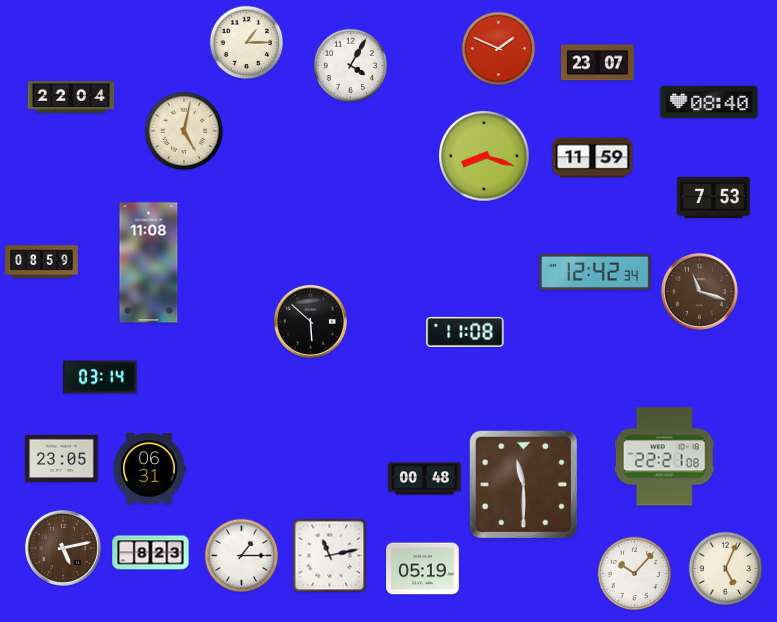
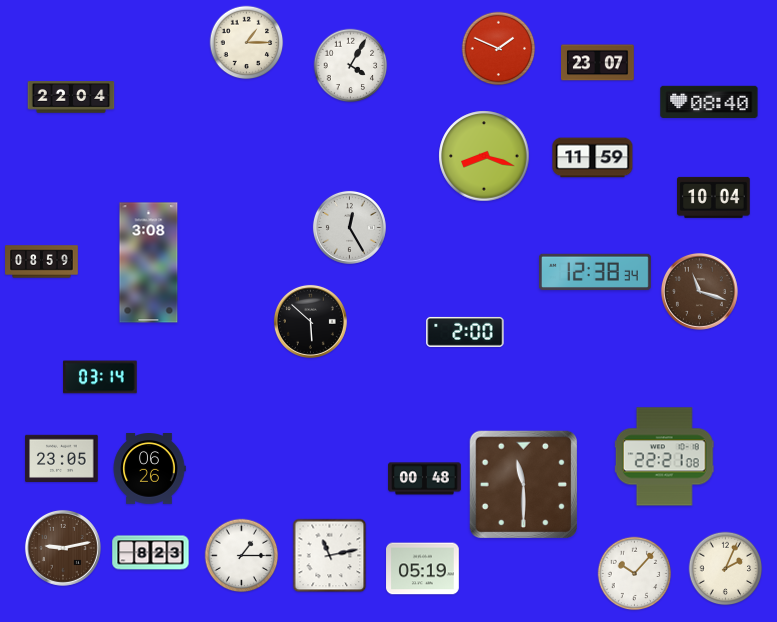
clock at (183, 130): 5:02 -> none
clock at (714, 197): 7:53 -> 10:04
clock at (349, 227): none -> 12:25
clock at (149, 263): 11:08 -> 3:08
clock at (595, 272): 12:42 -> 12:38
clock at (465, 332): 11:08 -> 2:00
clock at (149, 469): 06:31 -> 06:26
clock at (63, 548): 5:13 -> 9:13
clock at (726, 569): 5:04 -> 2:04
